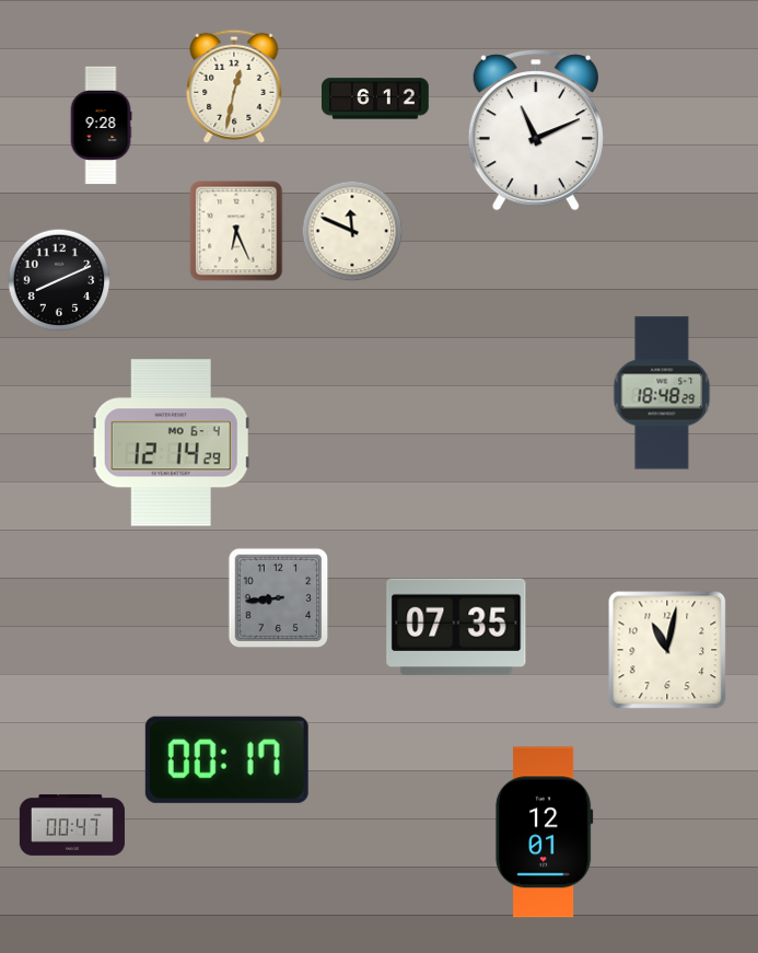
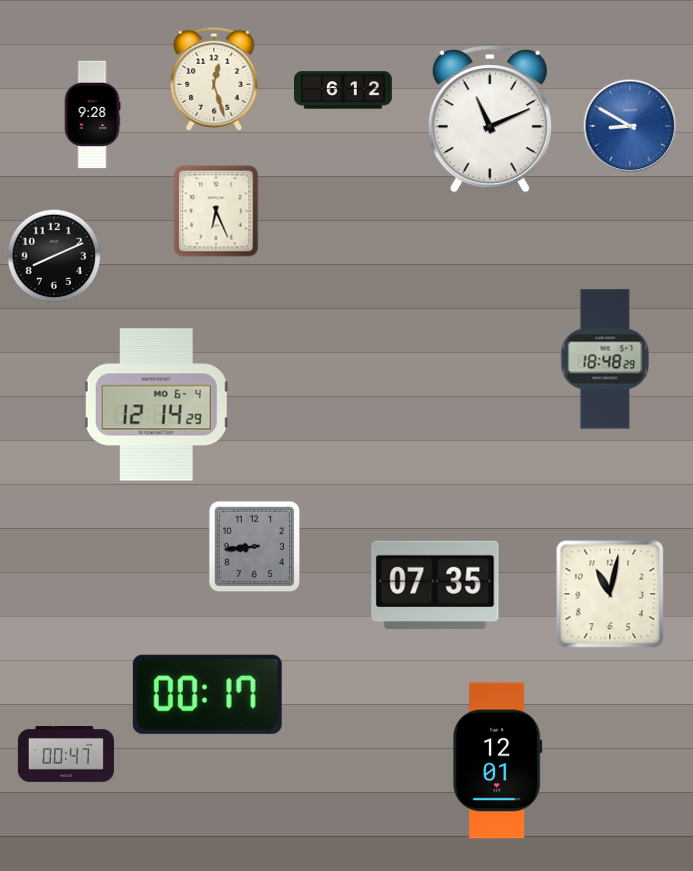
clock at (234, 86): 12:32 -> 12:27
clock at (630, 126): none -> 8:50
clock at (352, 231): 11:49 -> none
clock at (456, 627) position: (456, 627) -> (435, 585)
